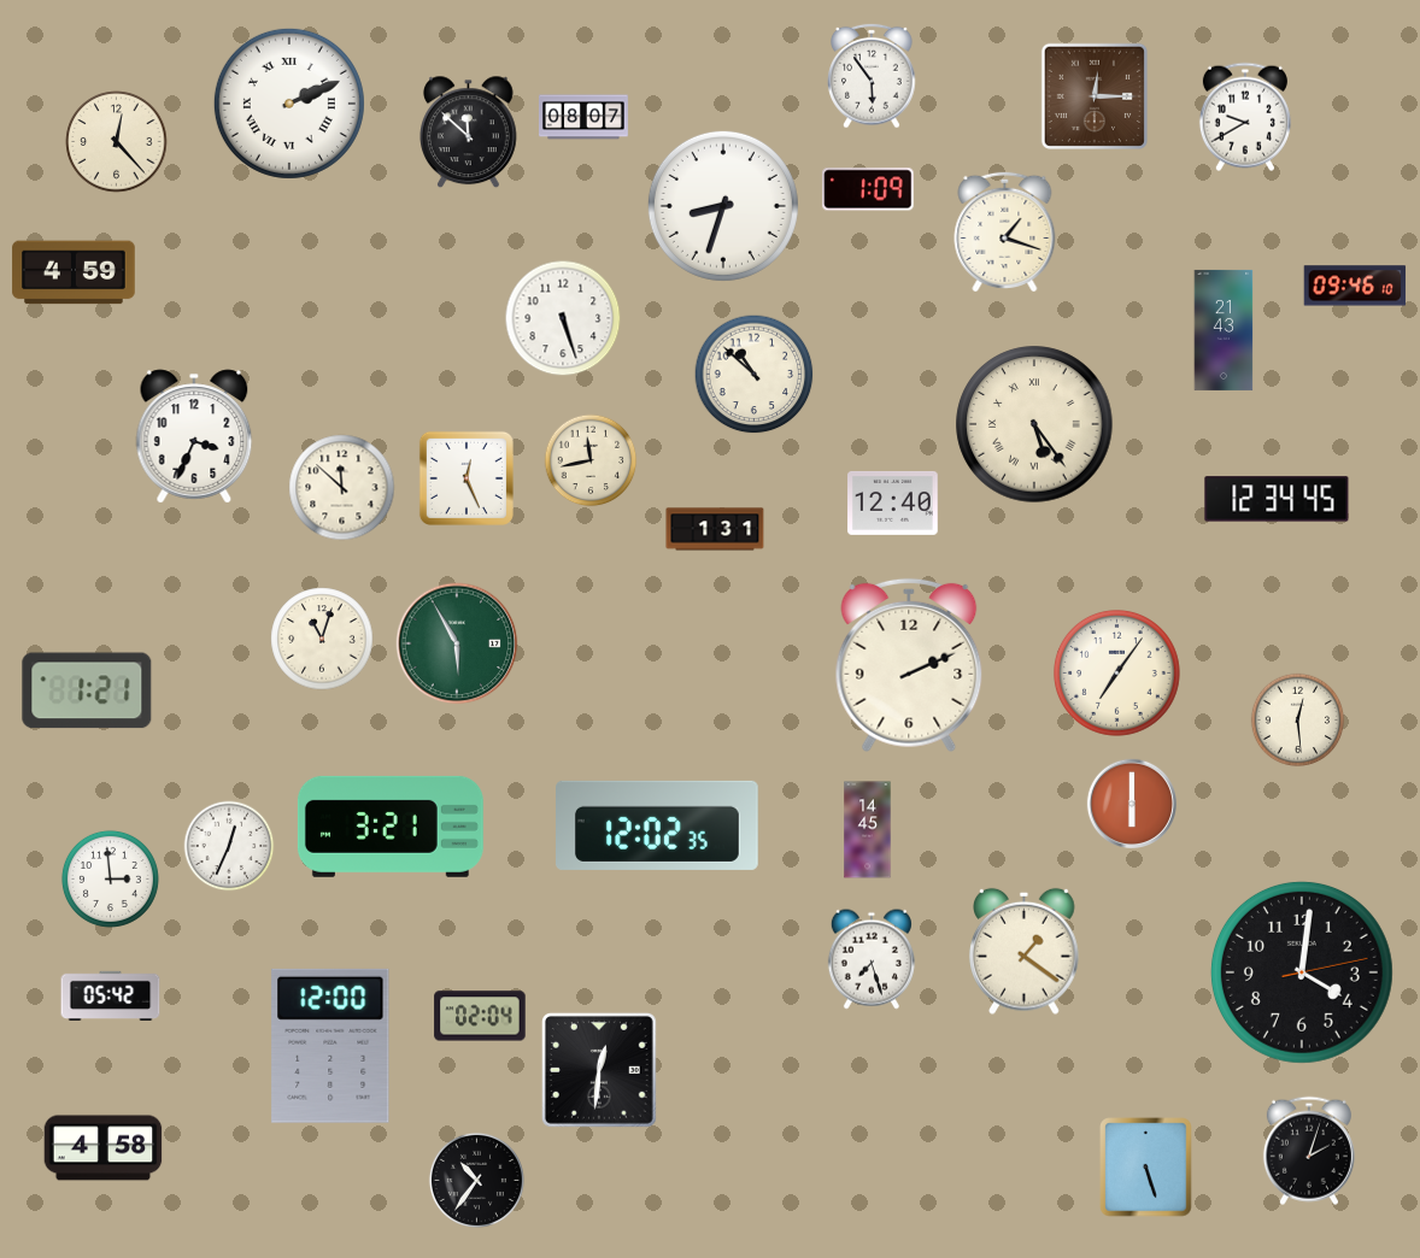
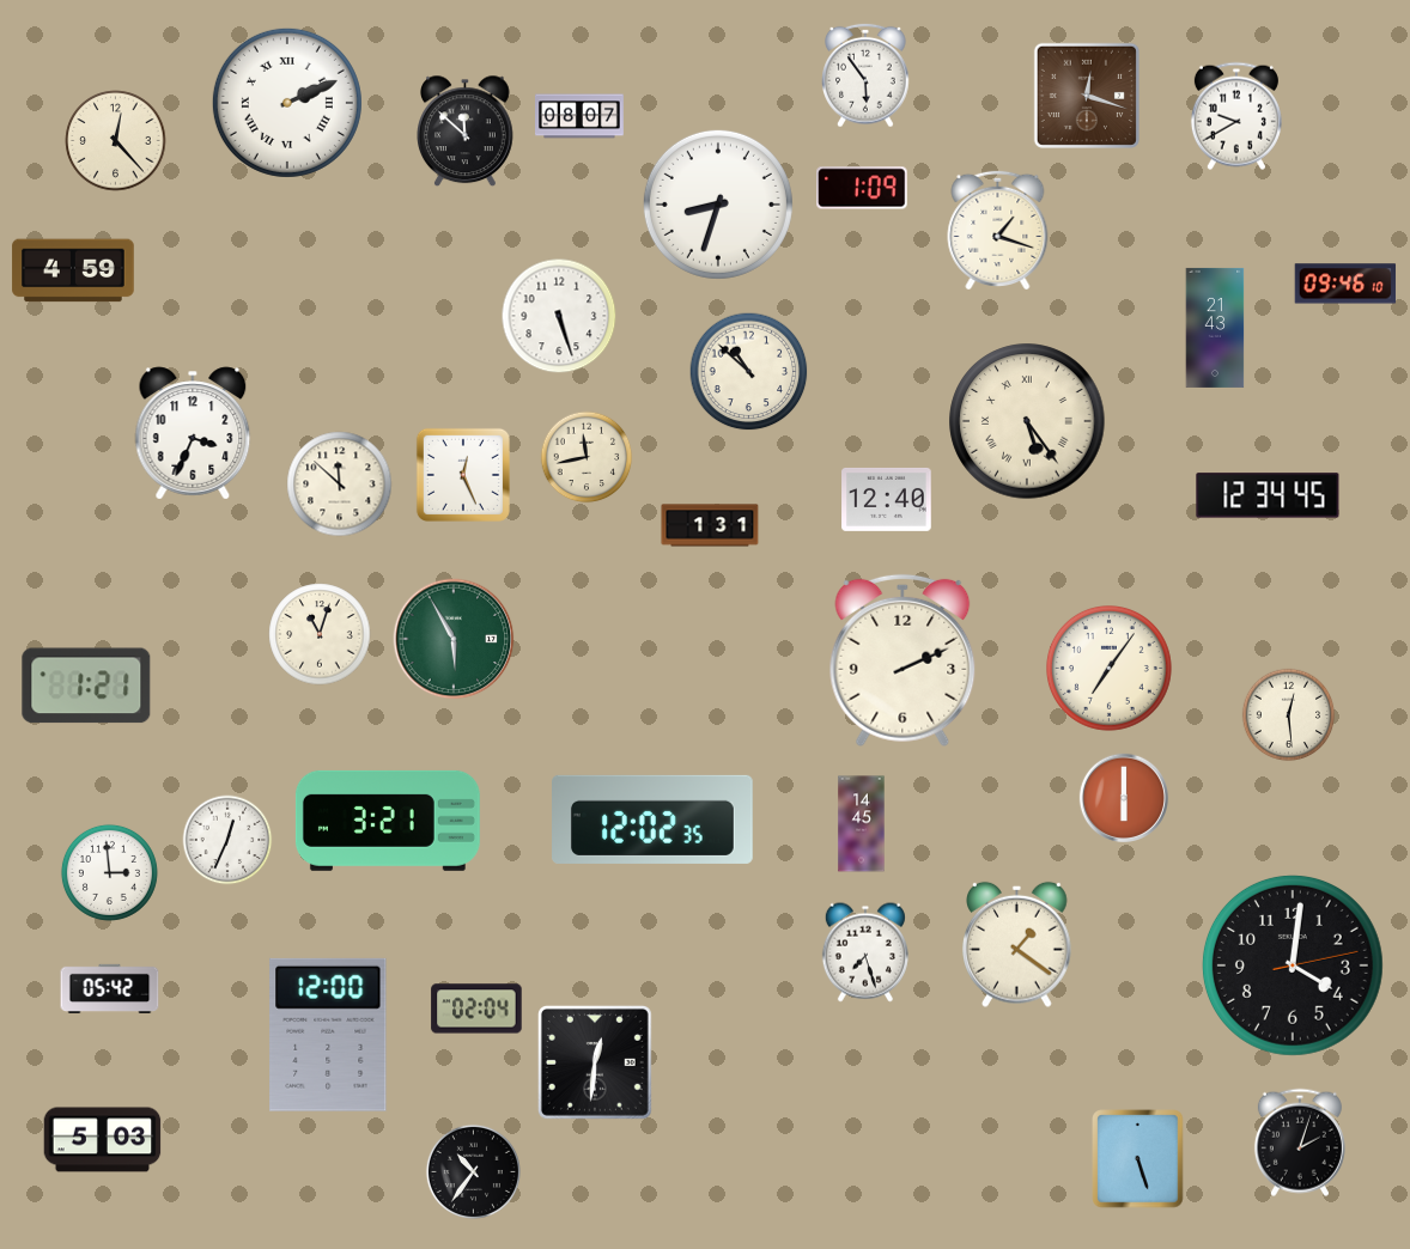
clock at (1095, 96): 12:15 -> 12:18
clock at (330, 1046) position: (330, 1046) -> (328, 1035)
clock at (104, 1148): 4:58 -> 5:03
